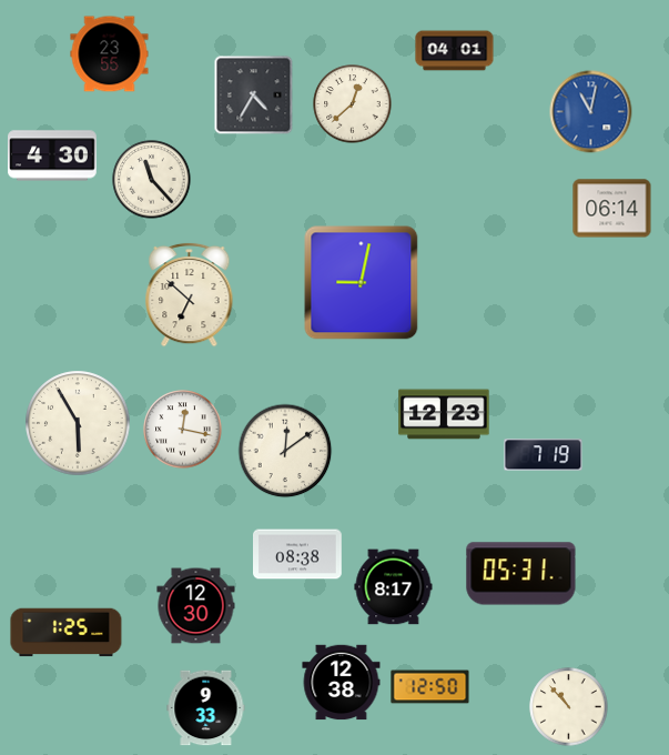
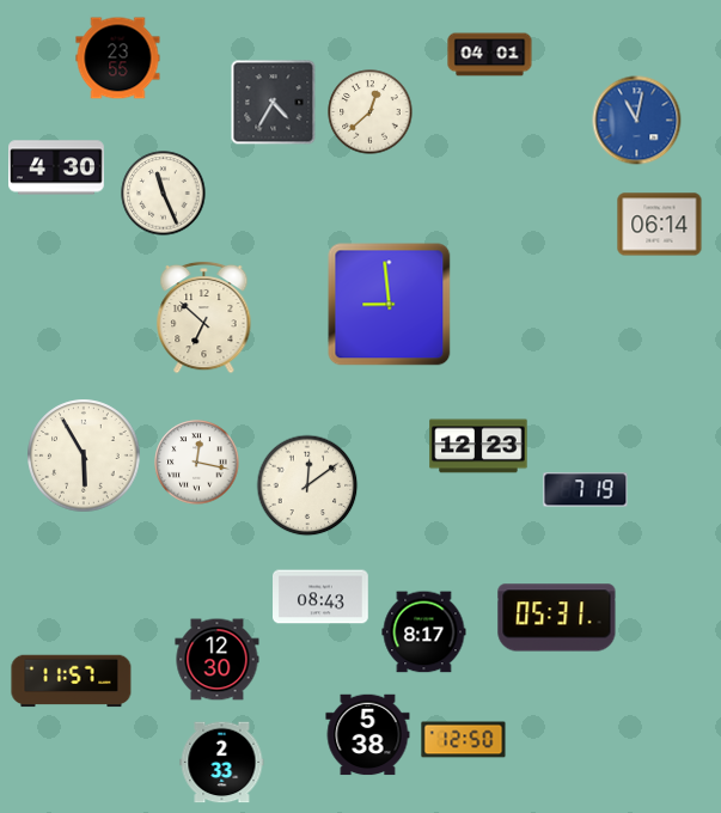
clock at (353, 104) position: (353, 104) -> (371, 112)
clock at (152, 180): 11:23 -> 11:26
clock at (362, 283): 9:02 -> 8:59
clock at (297, 554): 08:38 -> 08:43
clock at (521, 574) position: (521, 574) -> (557, 618)
clock at (196, 606) position: (196, 606) -> (218, 660)
clock at (67, 633): 1:25 -> 11:57
clock at (342, 683): 12:38 -> 5:38
clock at (569, 707): 10:53 -> none
clock at (206, 708): 9:33 -> 2:33
